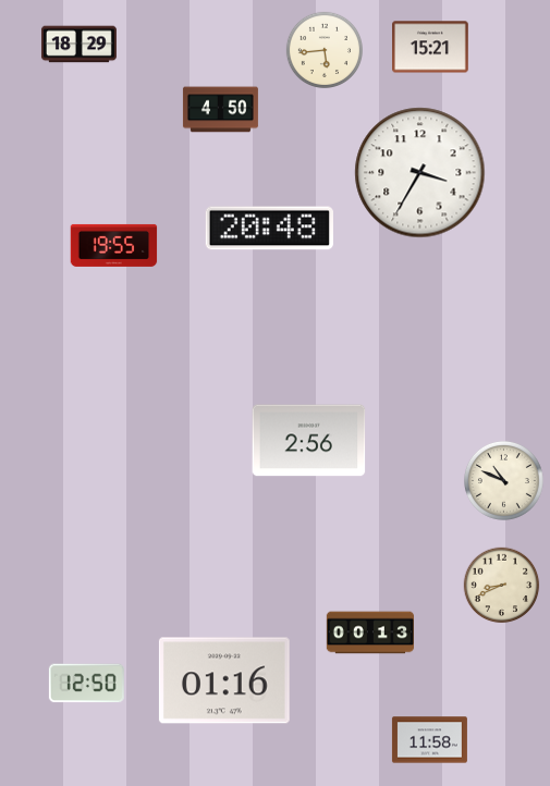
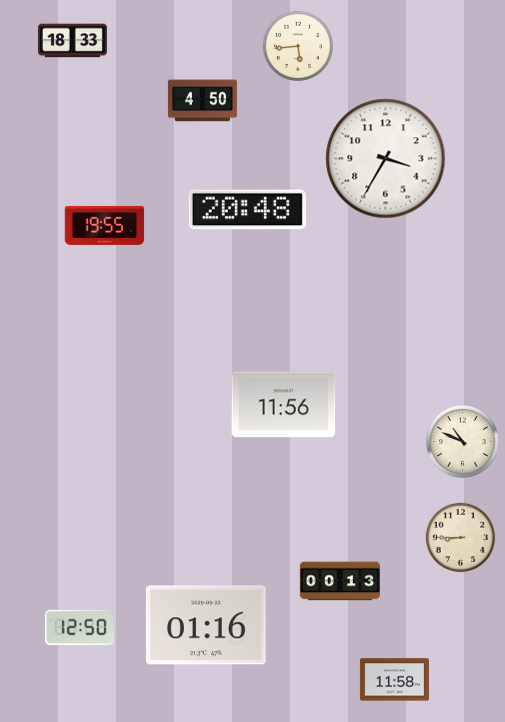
clock at (78, 45): 18:29 -> 18:33
clock at (431, 47): 15:21 -> none
clock at (309, 441): 2:56 -> 11:56
clock at (502, 586): 8:41 -> 8:45
